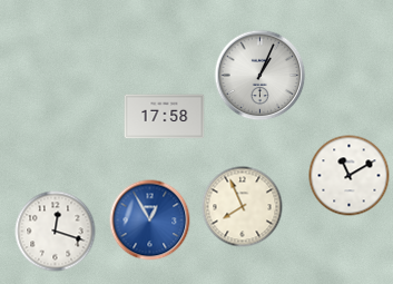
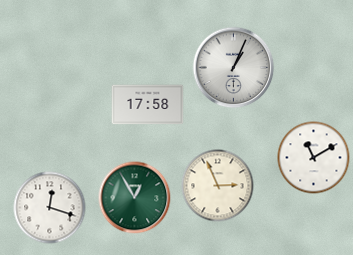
clock at (243, 207): 7:56 -> 2:56
clock at (150, 221) dial: blue -> green
